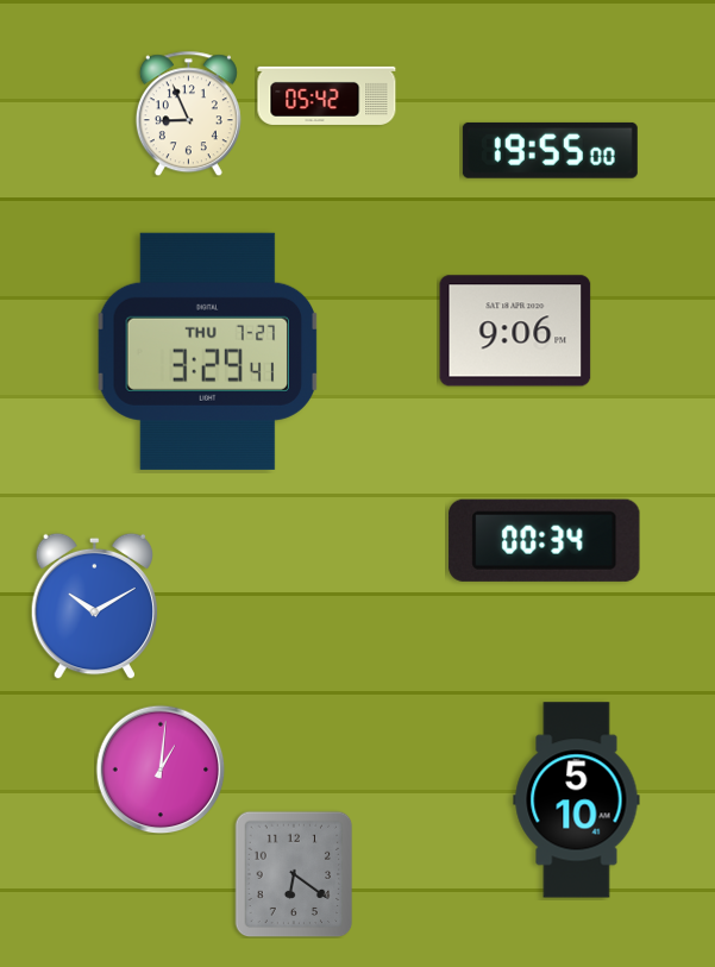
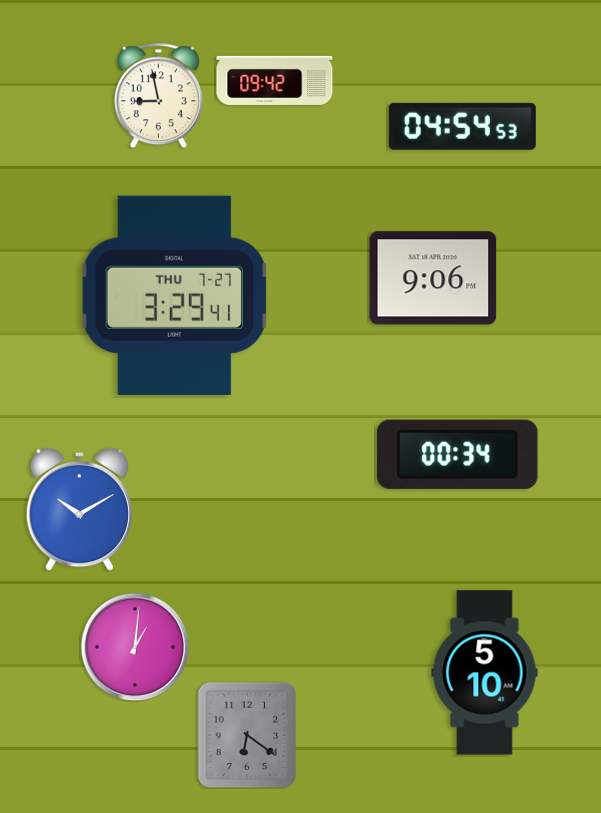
clock at (327, 95): 05:42 -> 09:42
clock at (188, 113): 8:56 -> 8:58
clock at (550, 150): 19:55 -> 04:54
